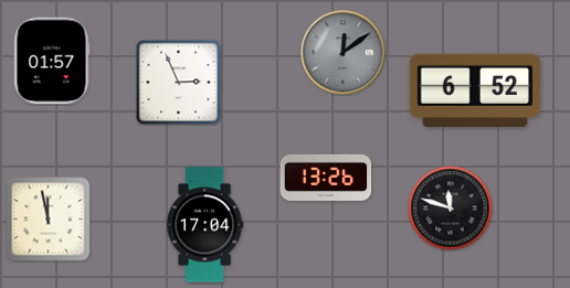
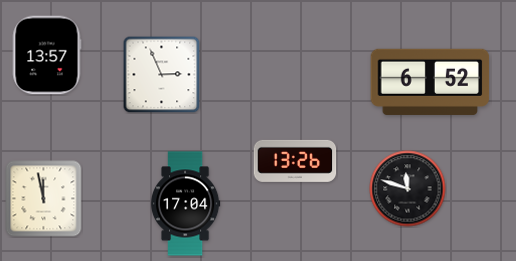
clock at (344, 53): 12:09 -> none
clock at (52, 61): 01:57 -> 13:57
